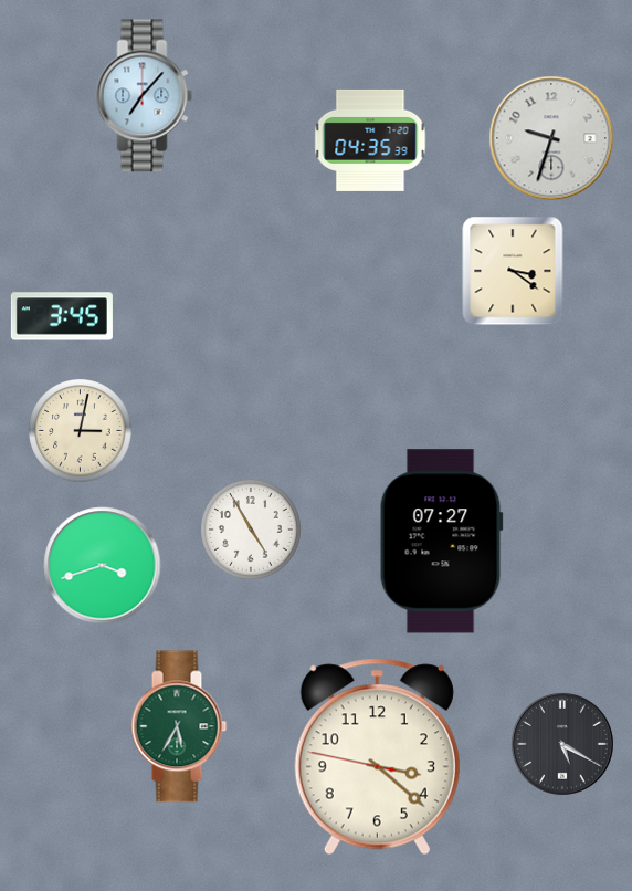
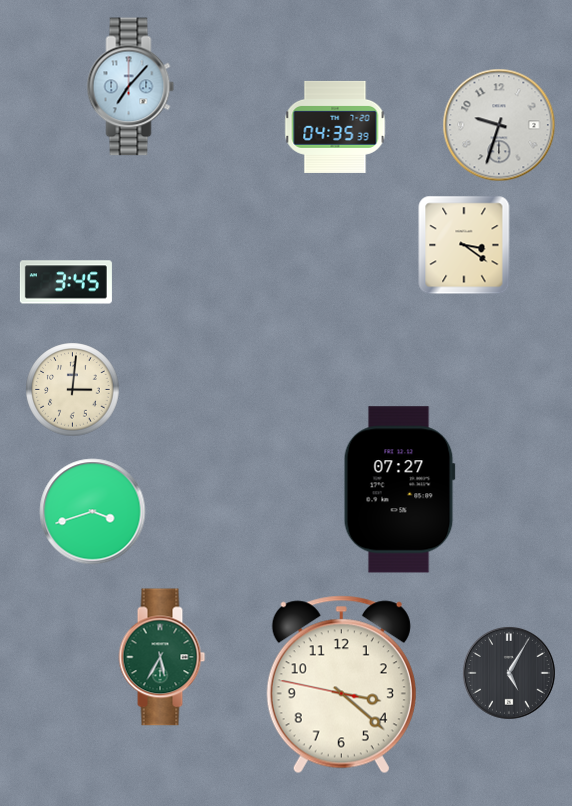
clock at (62, 316) position: (62, 316) -> (66, 282)
clock at (81, 431): 3:02 -> 3:01
clock at (251, 530): 4:55 -> none
clock at (562, 744): 5:20 -> 5:05
